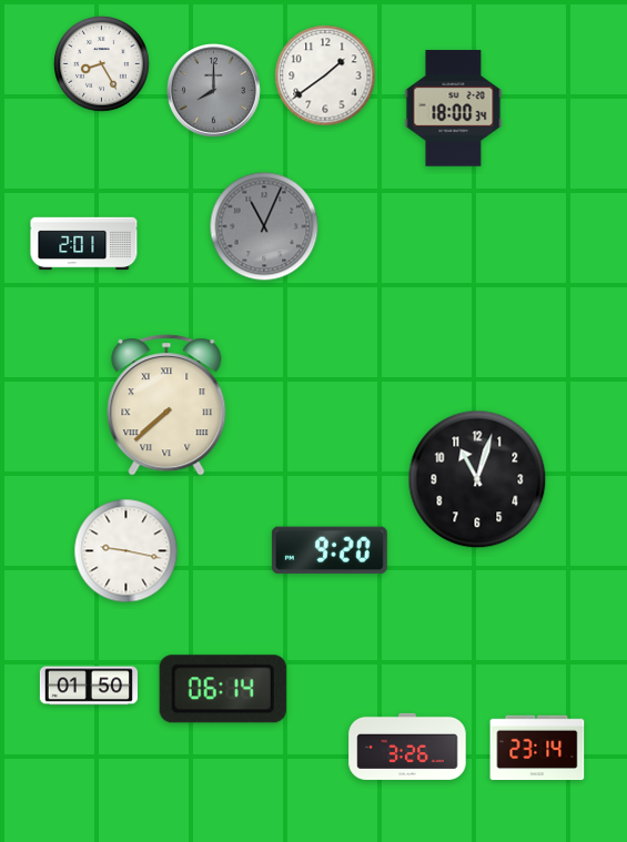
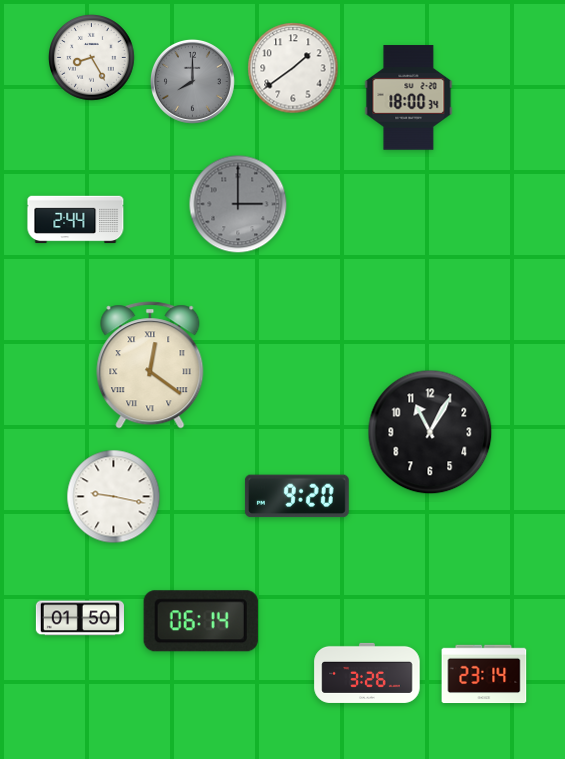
clock at (264, 226): 11:04 -> 3:00
clock at (84, 244): 2:01 -> 2:44
clock at (166, 405): 7:38 -> 12:21
clock at (477, 479): 11:03 -> 11:05
